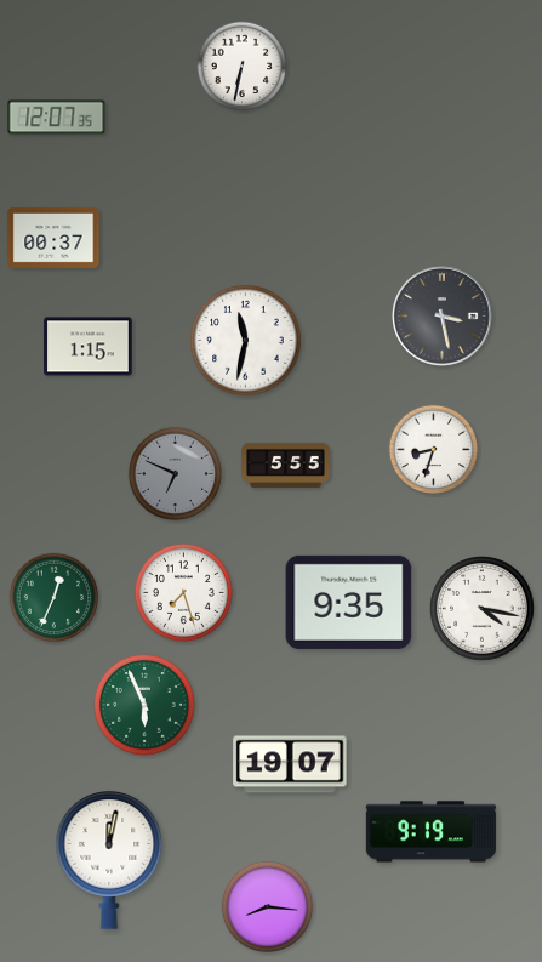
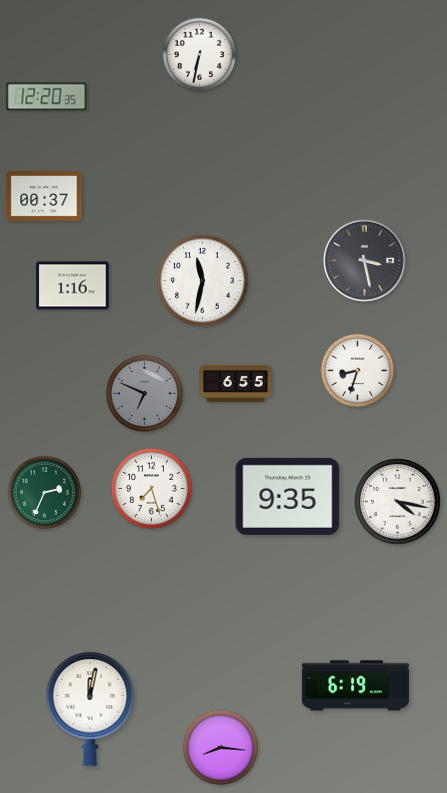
clock at (57, 118): 12:07 -> 12:20
clock at (89, 347): 1:15 -> 1:16
clock at (286, 465): 5:55 -> 6:55
clock at (175, 473) position: (175, 473) -> (144, 393)
clock at (55, 598): 12:34 -> 2:34
clock at (146, 706): 5:56 -> none
clock at (290, 764): 19:07 -> none
clock at (432, 832): 9:19 -> 6:19
